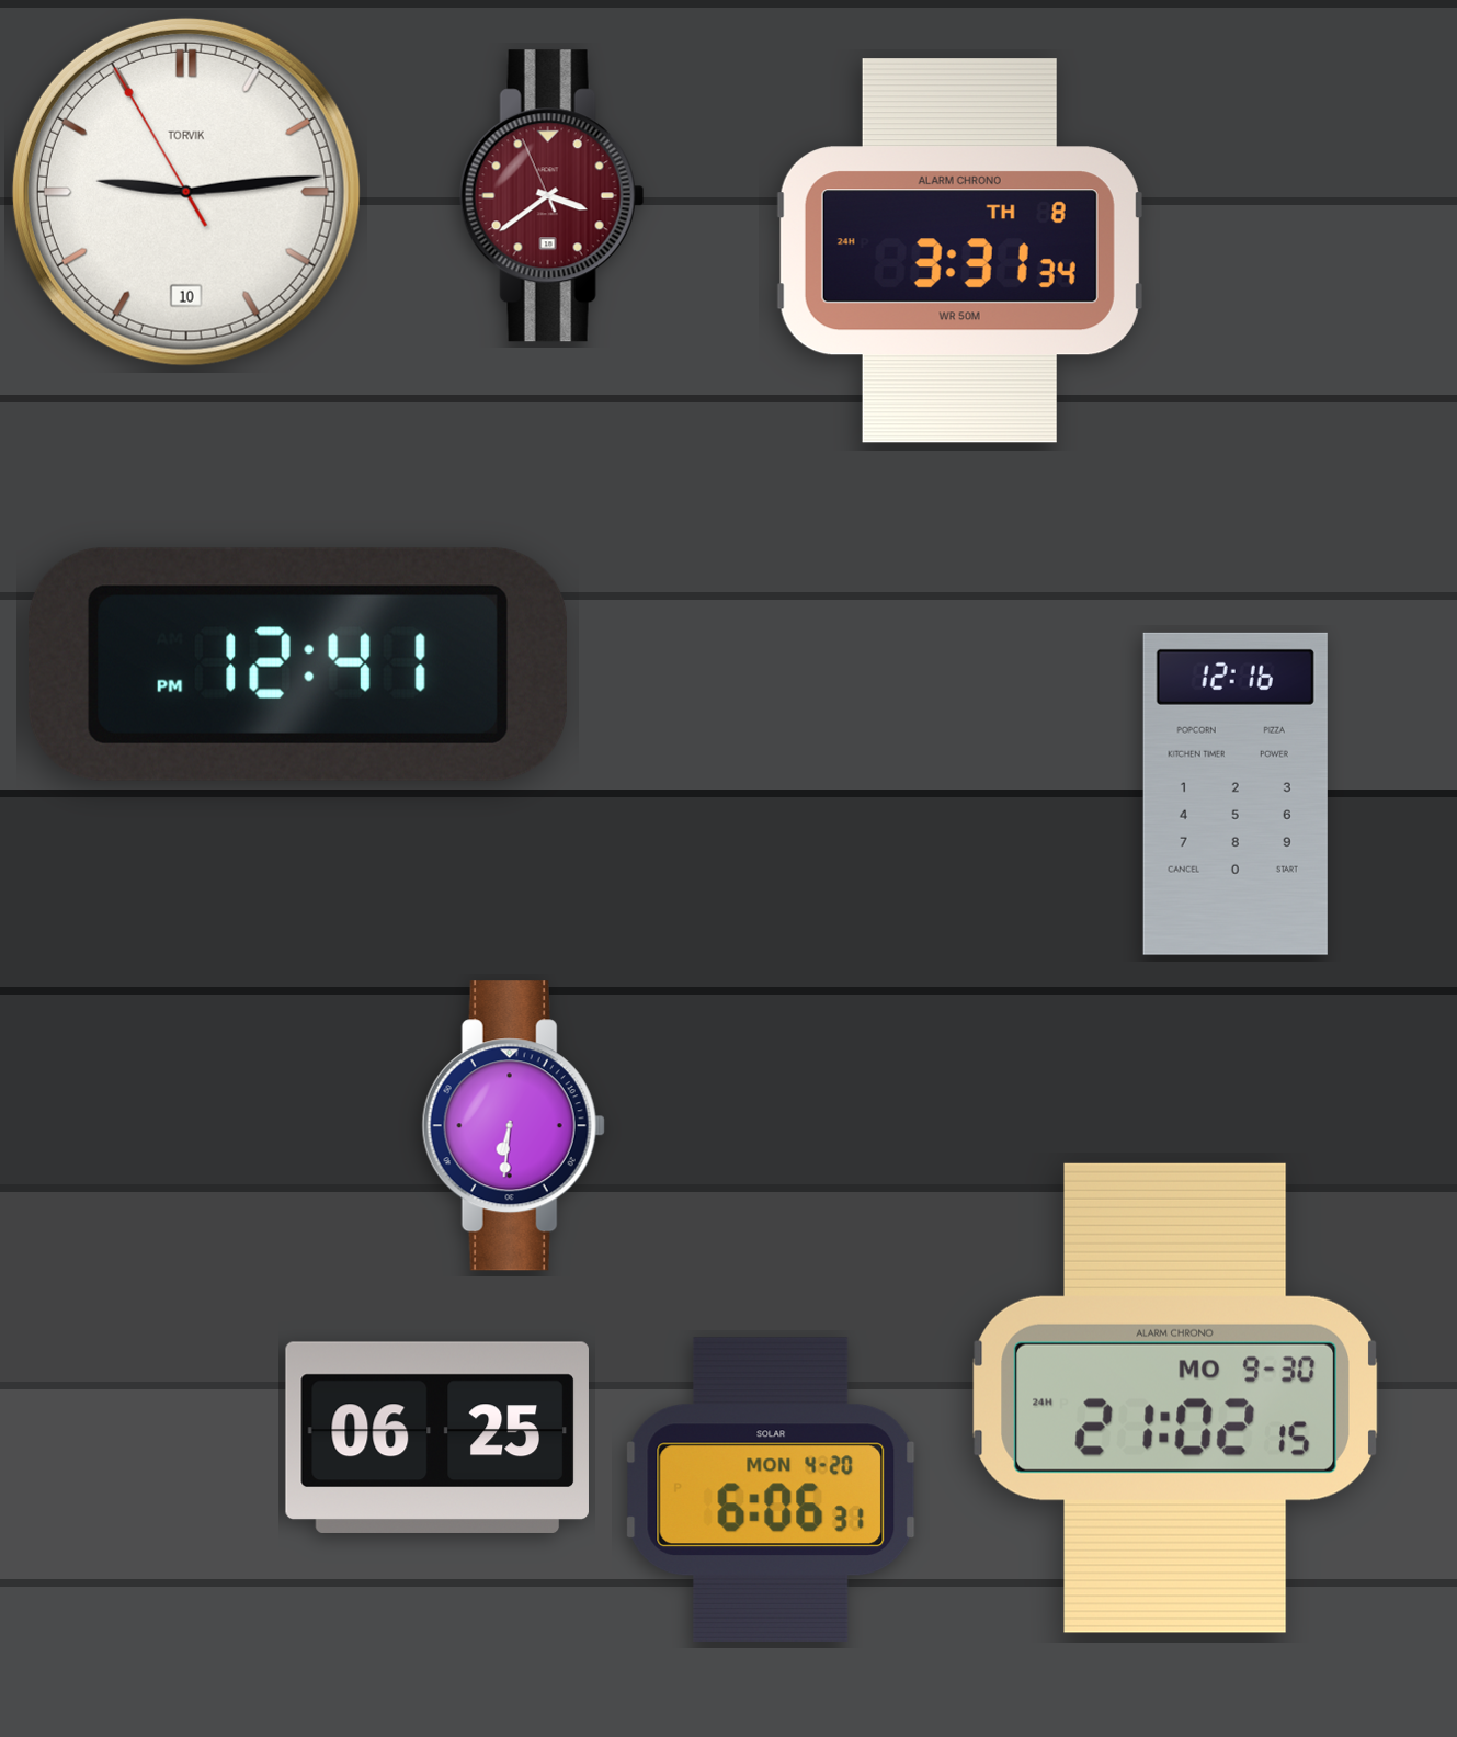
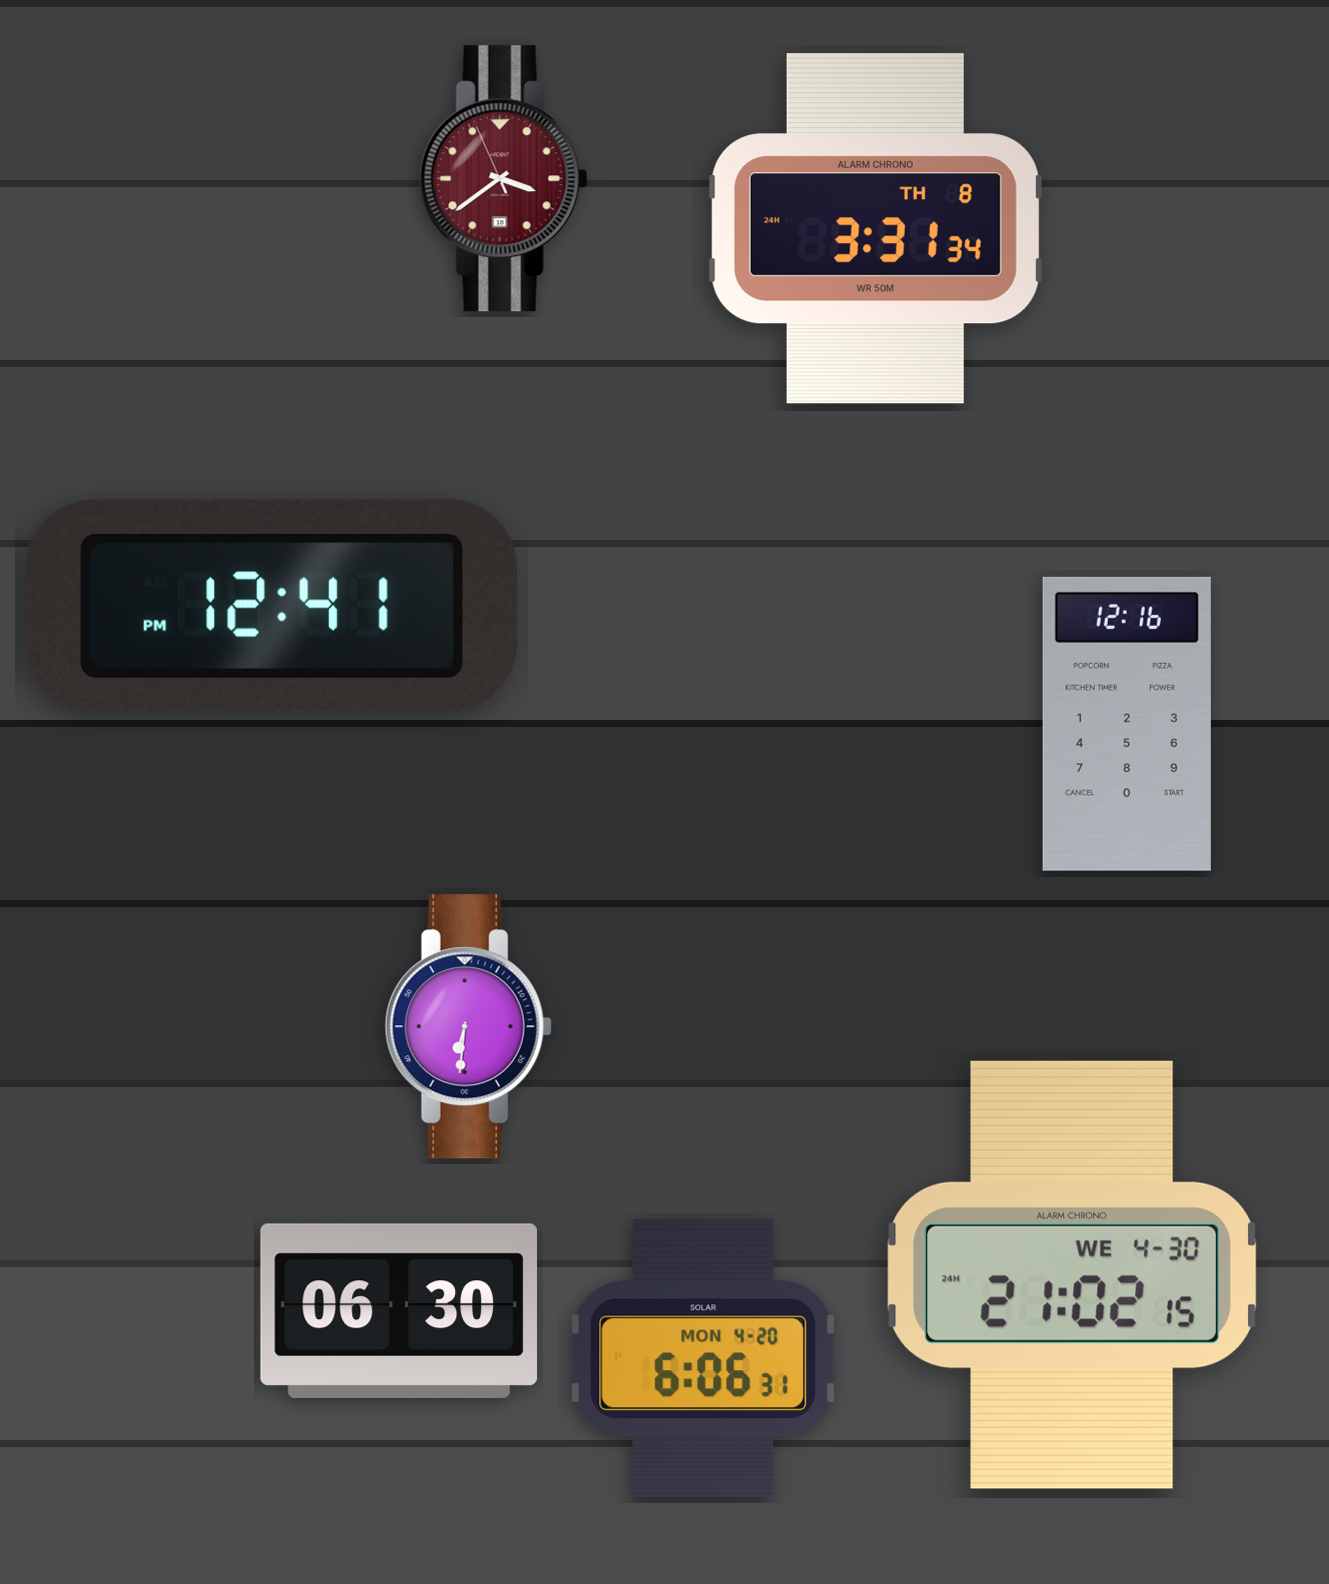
clock at (186, 192): 9:13 -> none
clock at (1174, 1398) date: MO 9-30 -> WE 4-30
clock at (437, 1438): 06:25 -> 06:30
